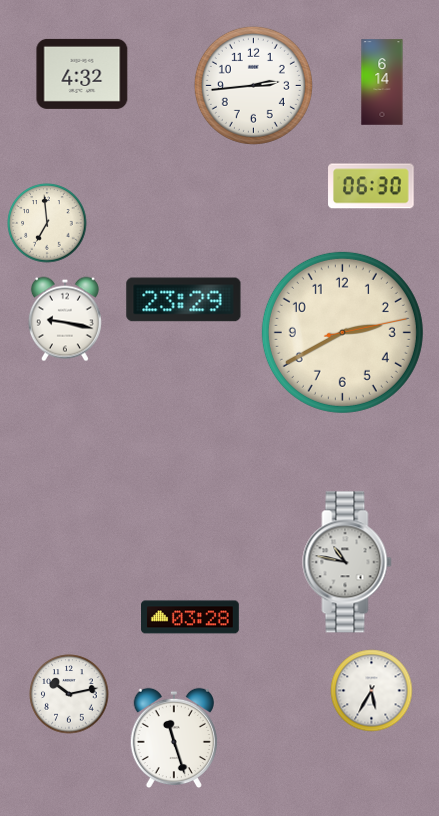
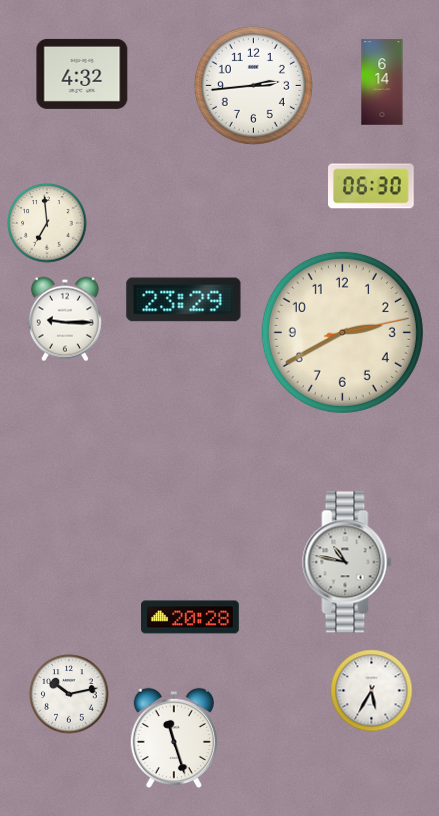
clock at (65, 319): 9:17 -> 9:15
clock at (191, 617): 03:28 -> 20:28
